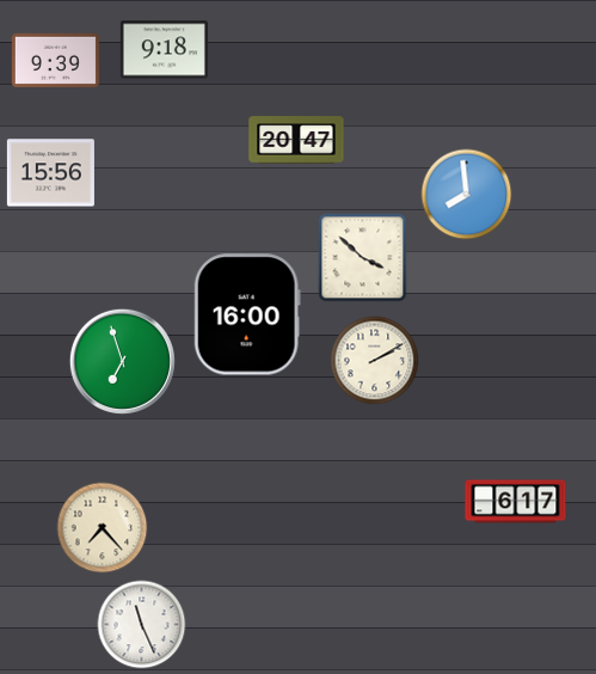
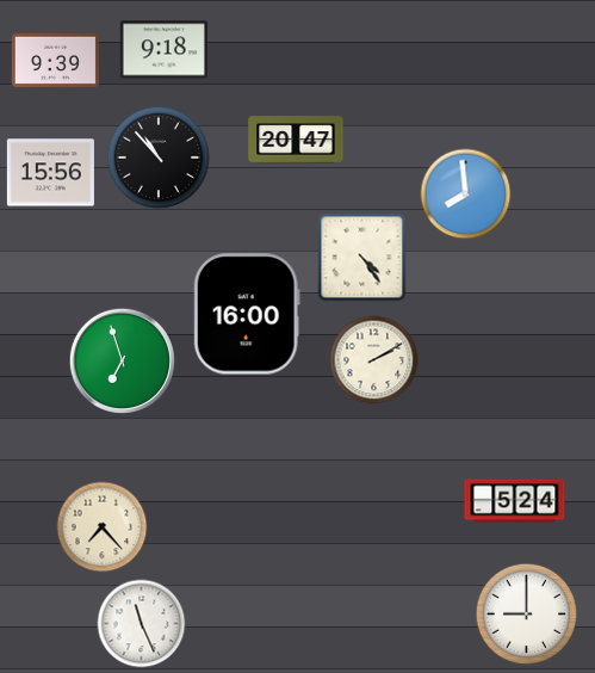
clock at (157, 156): none -> 10:53
clock at (363, 258): 3:52 -> 4:24
clock at (516, 502): 6:17 -> 5:24
clock at (527, 615): none -> 9:00
